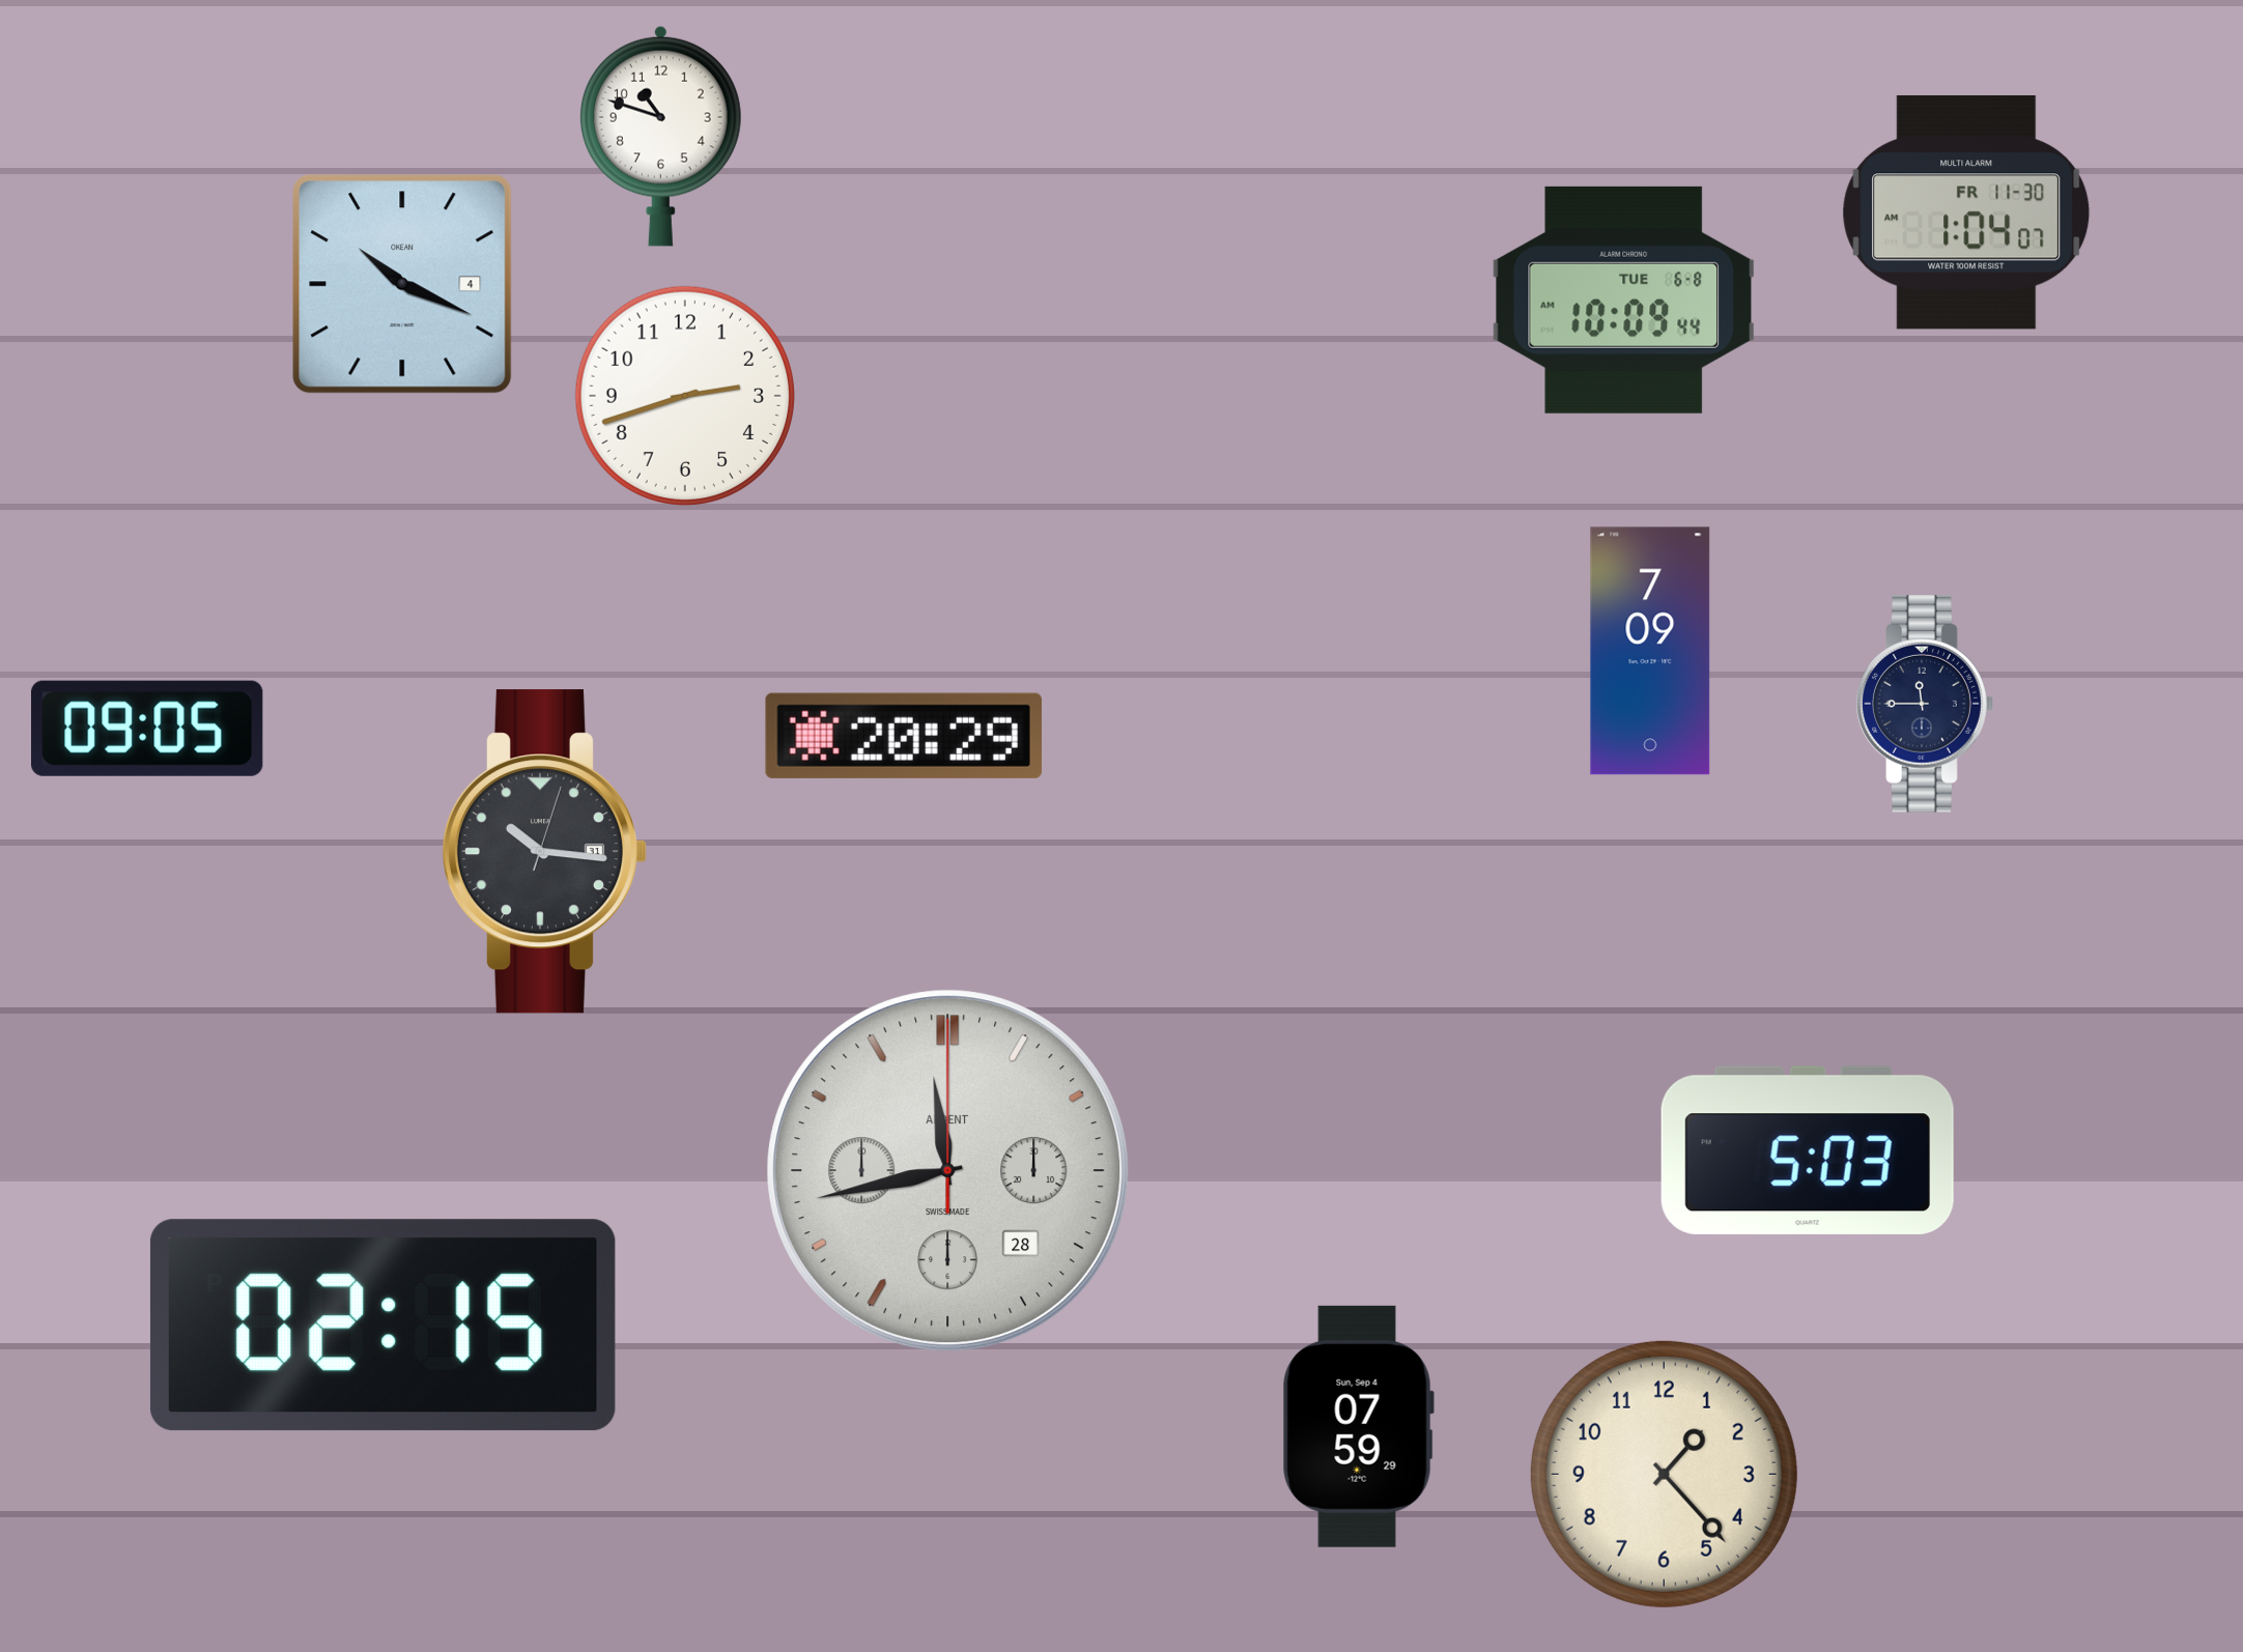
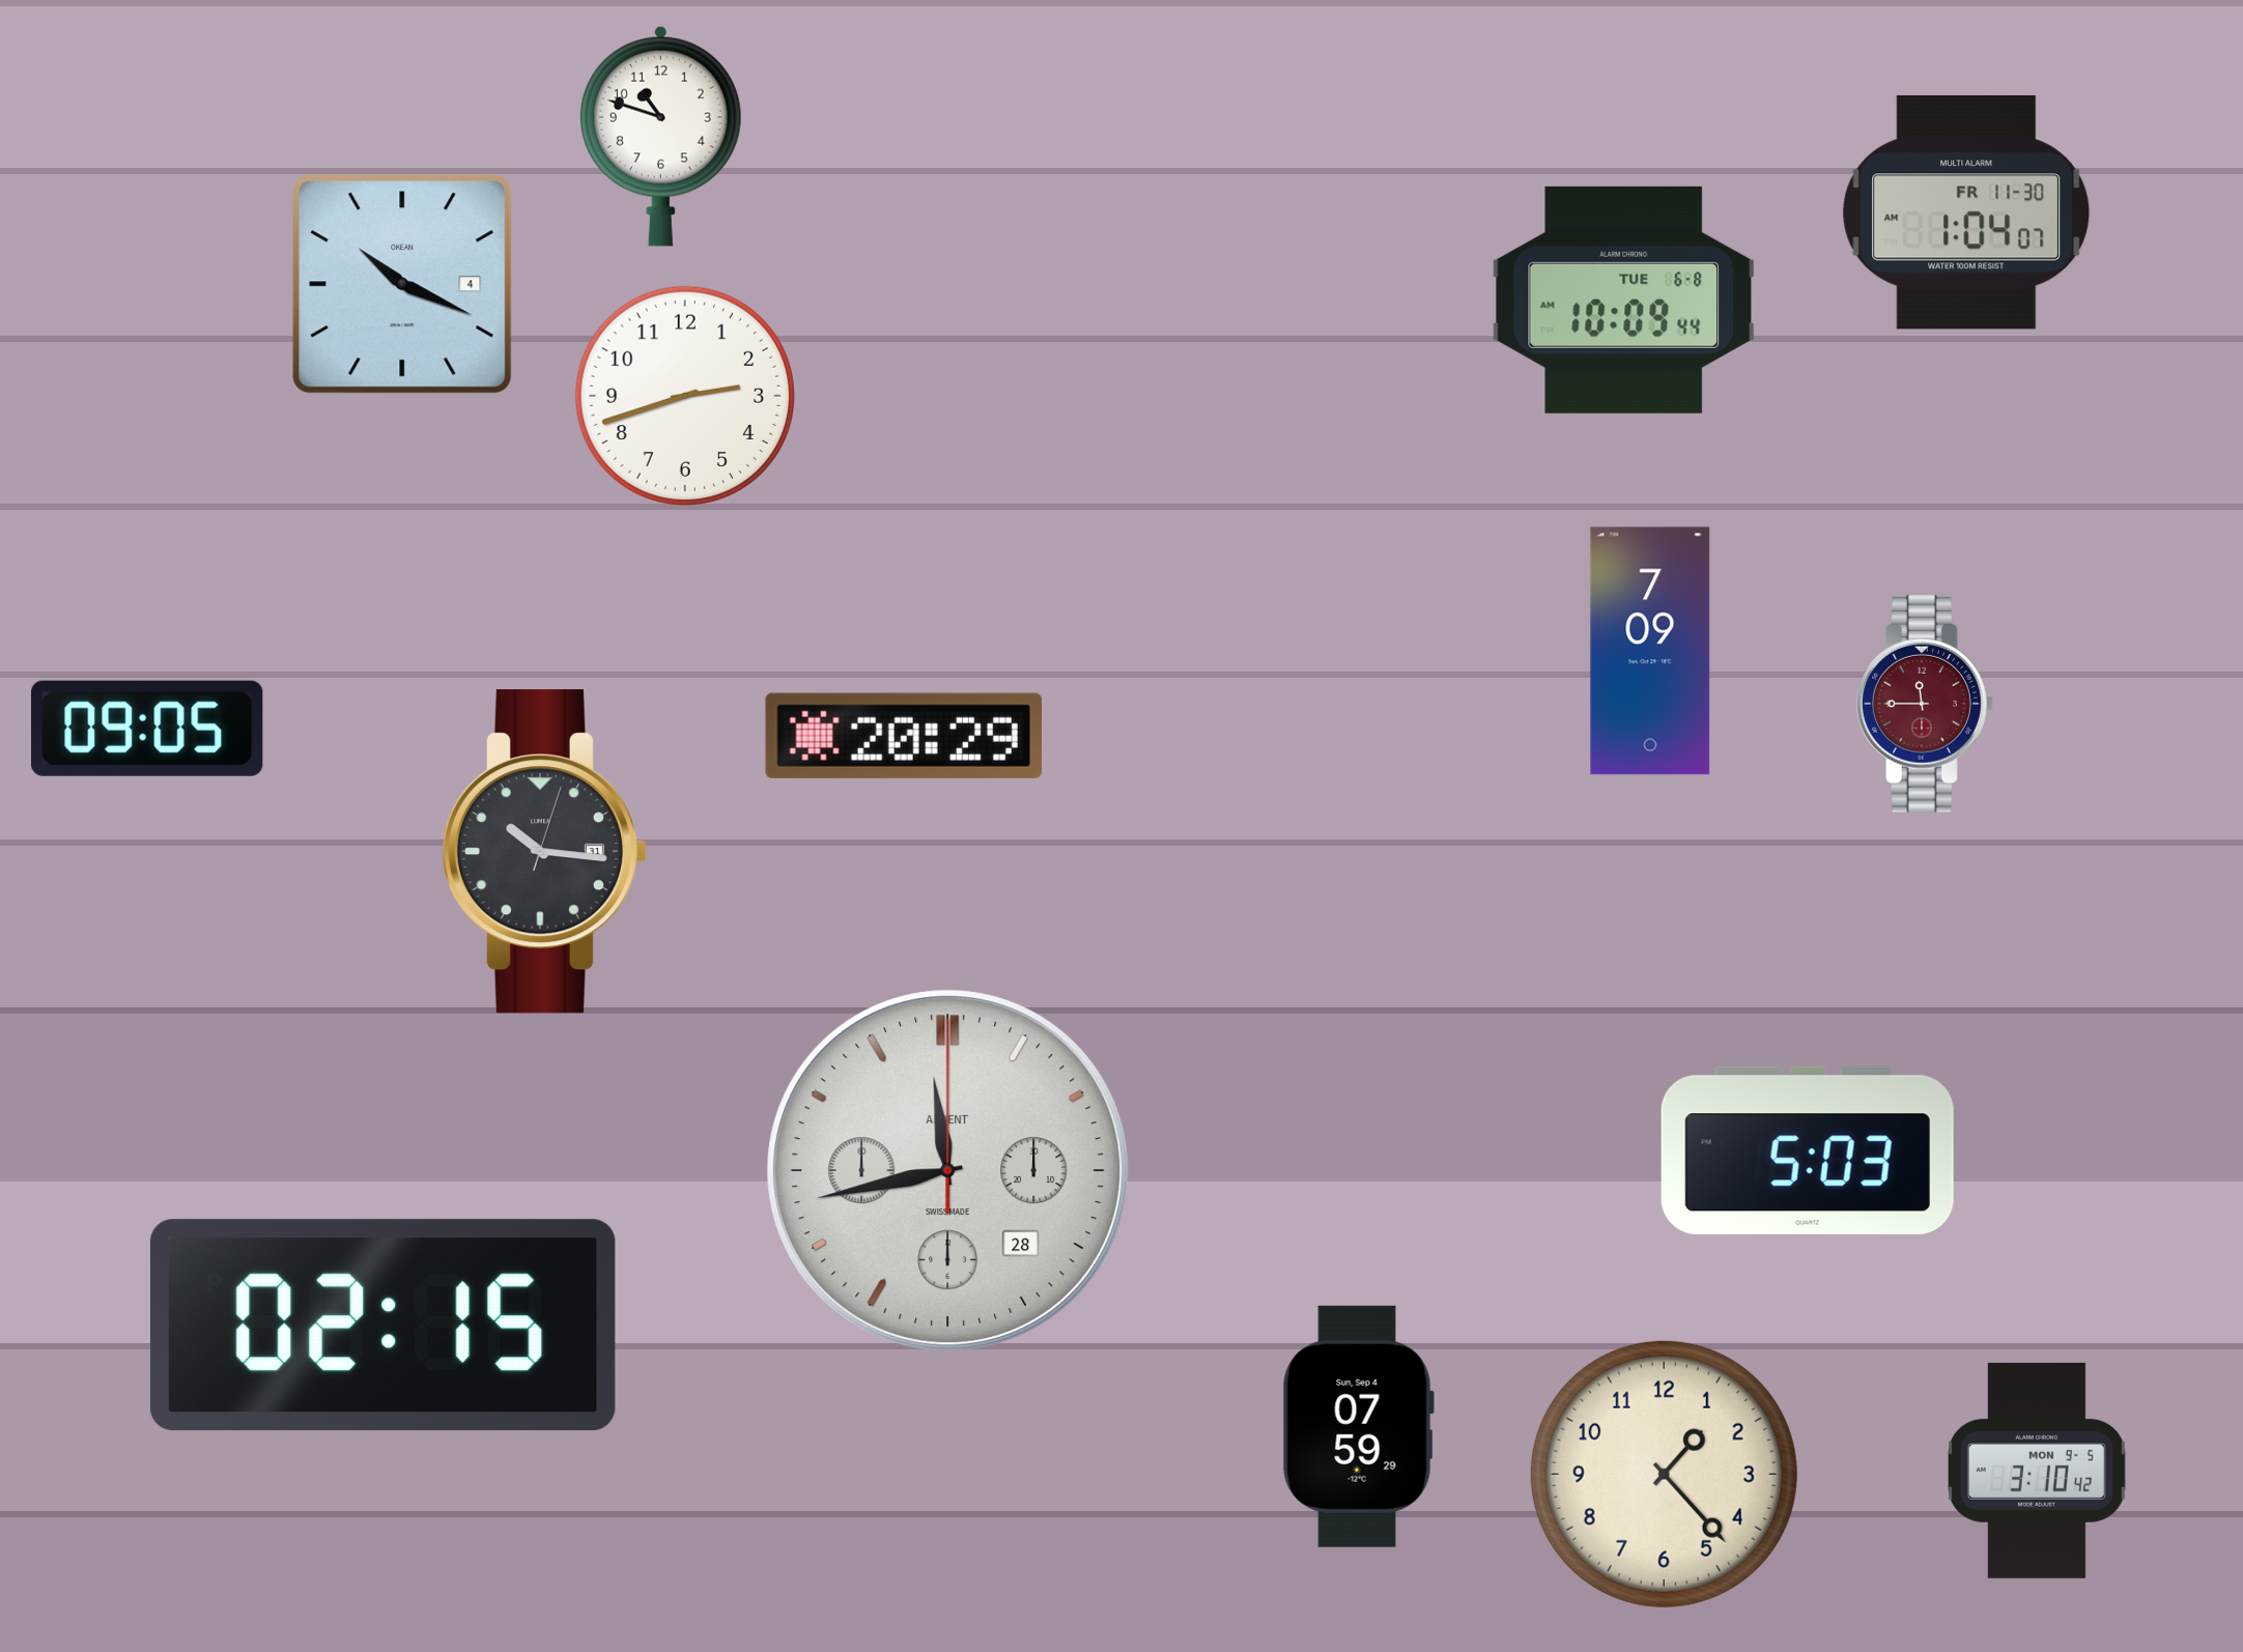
clock at (1925, 704) dial: navy -> burgundy
clock at (2037, 1471): none -> 3:10
